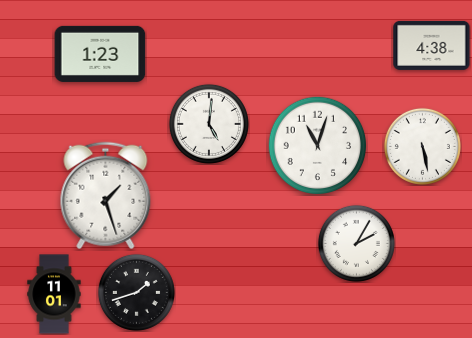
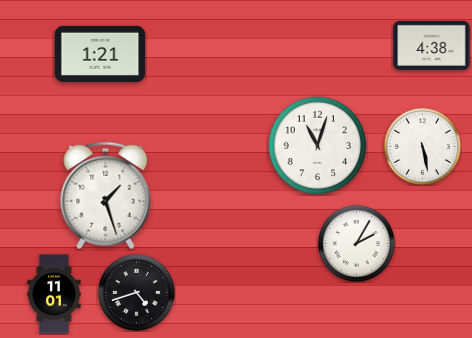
clock at (100, 54): 1:23 -> 1:21
clock at (209, 124): 5:01 -> none
clock at (136, 292): 1:42 -> 4:42
